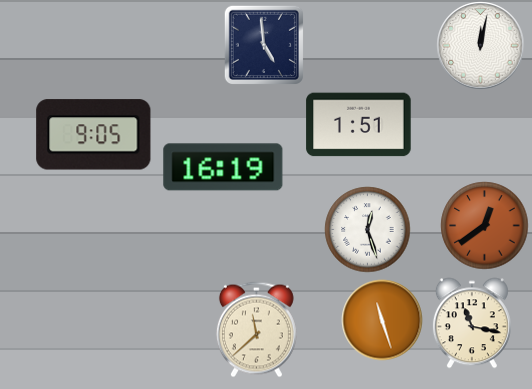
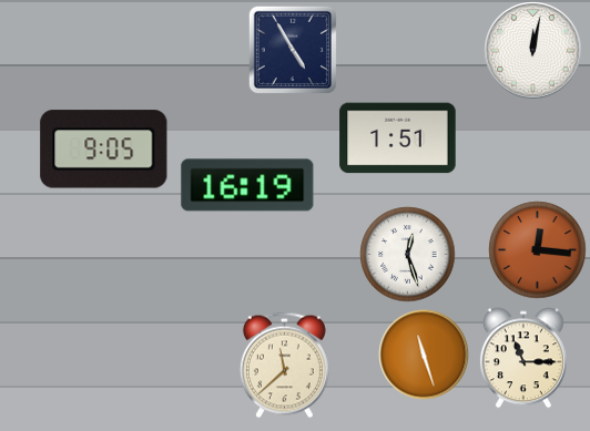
clock at (264, 45): 4:59 -> 4:55
clock at (484, 225): 12:39 -> 12:16
clock at (472, 323): 11:17 -> 11:15
